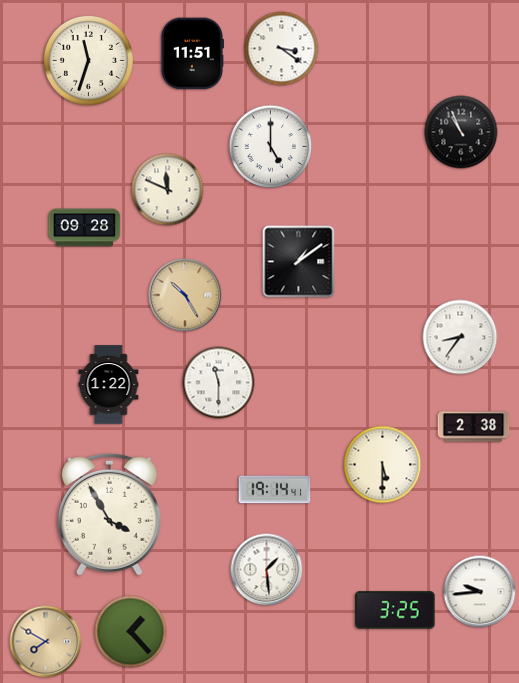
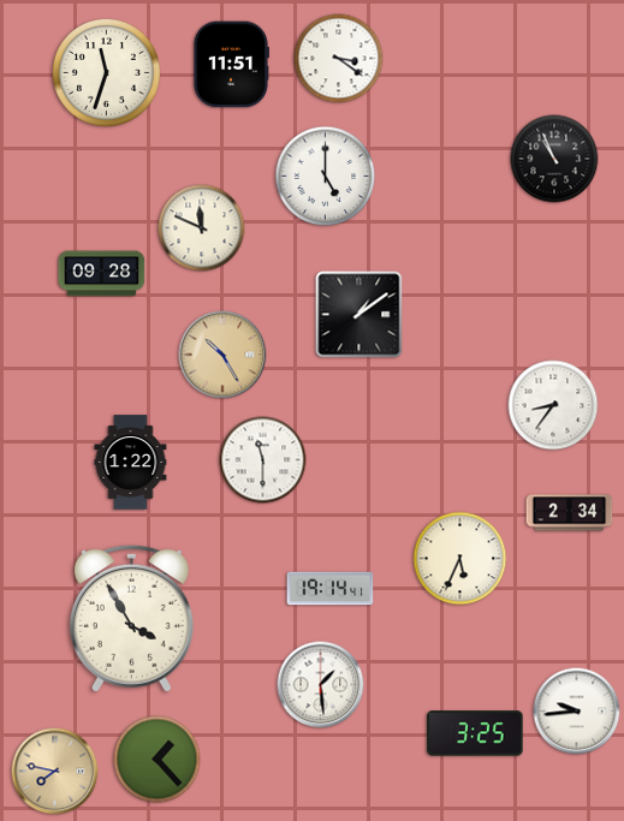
clock at (474, 427): 2:38 -> 2:34
clock at (383, 465): 5:30 -> 5:34
clock at (46, 642): 7:50 -> 7:47
